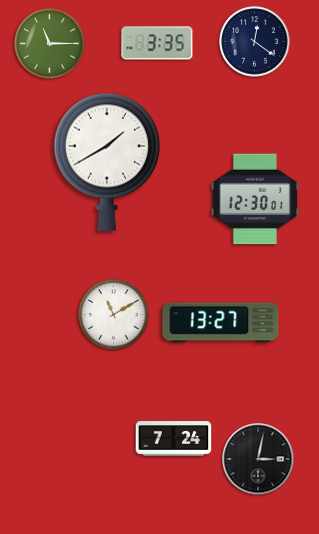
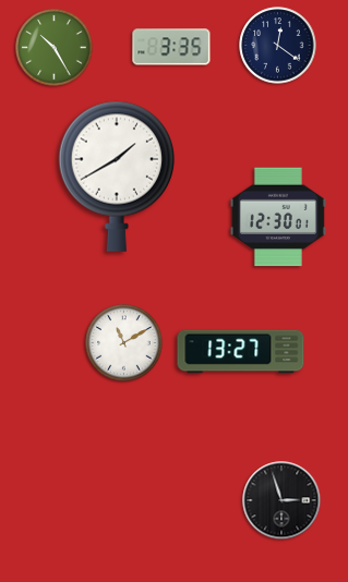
clock at (50, 44): 11:15 -> 10:25
clock at (174, 439): 7:24 -> none
clock at (258, 459): 3:02 -> 2:57
